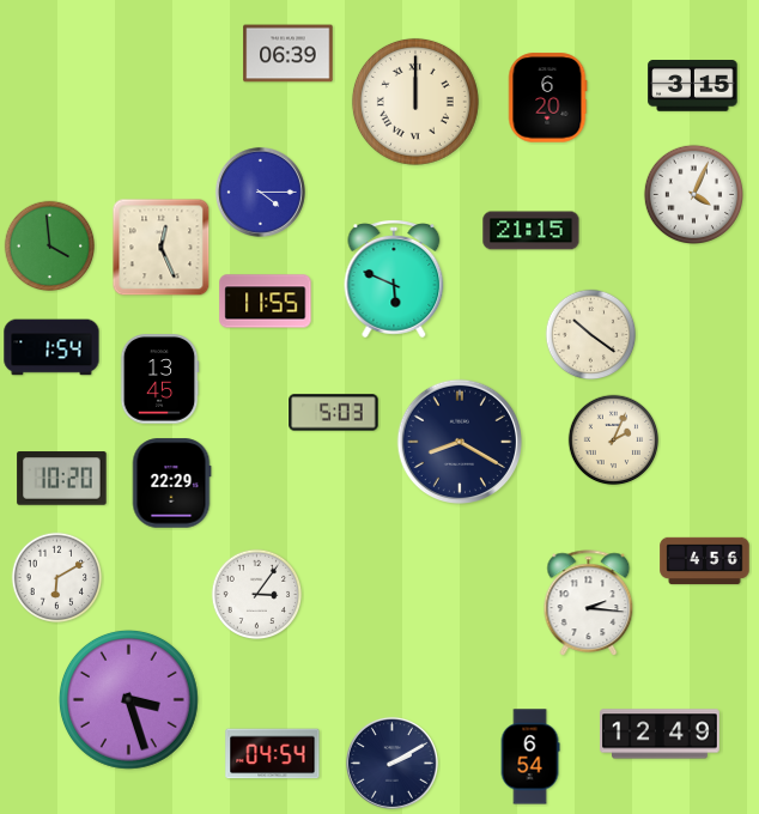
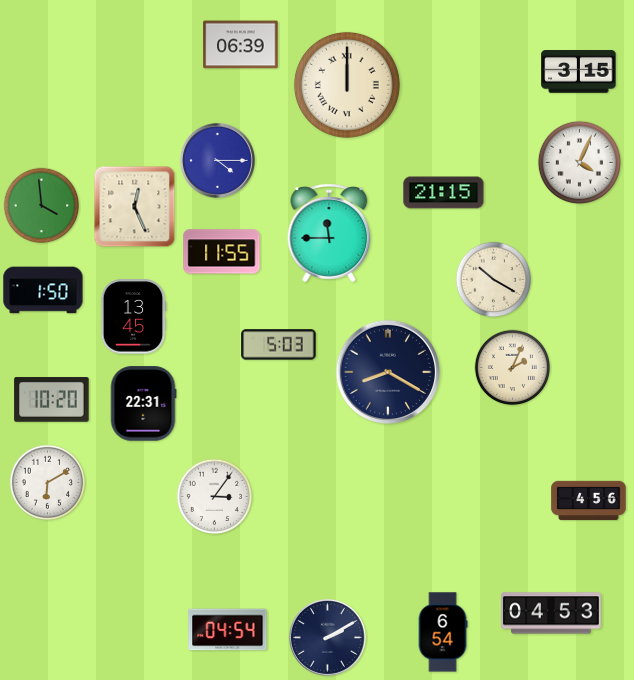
clock at (547, 98): 6:20 -> none
clock at (394, 279): 5:49 -> 11:45
clock at (591, 335): 10:21 -> 10:20
clock at (51, 347): 1:54 -> 1:50
clock at (460, 442) position: (460, 442) -> (388, 372)
clock at (171, 484): 22:29 -> 22:31
clock at (705, 561) position: (705, 561) -> (589, 501)
clock at (589, 603): 2:16 -> none
clock at (128, 699): 3:27 -> none
clock at (660, 734): 12:49 -> 04:53
